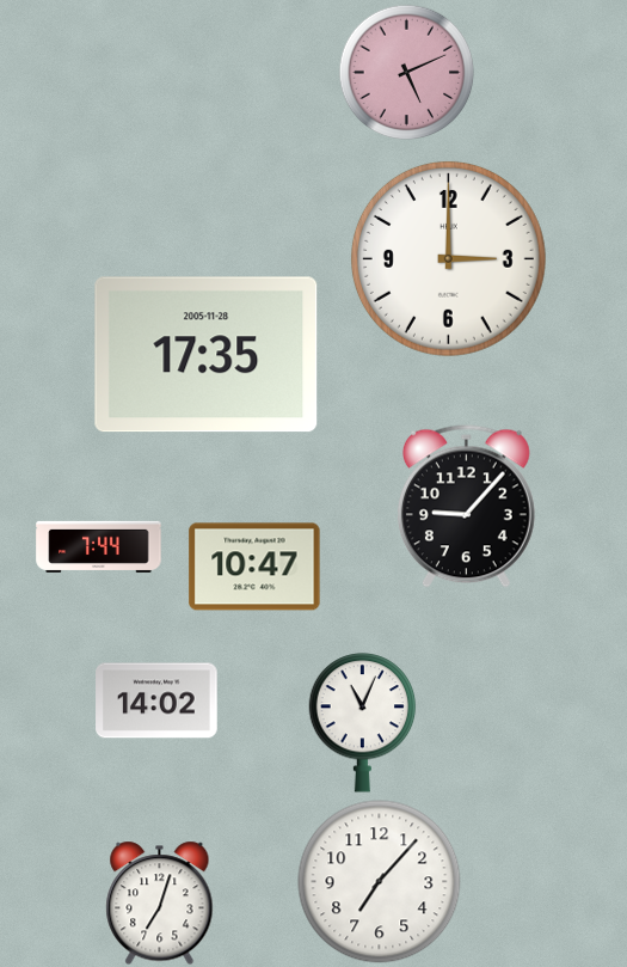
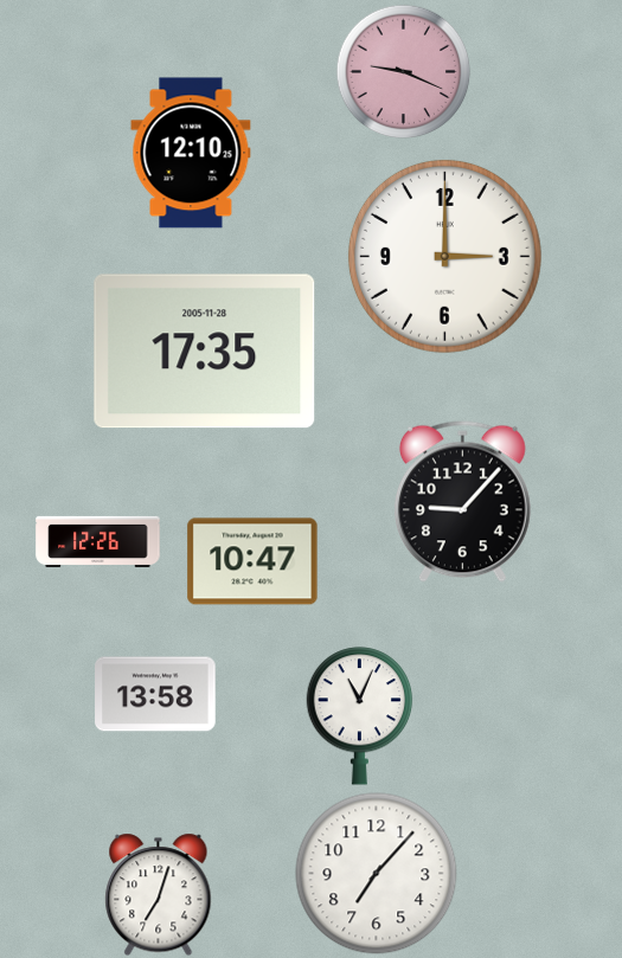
clock at (406, 72): 5:11 -> 9:19
clock at (191, 153): none -> 12:10
clock at (99, 546): 7:44 -> 12:26
clock at (156, 700): 14:02 -> 13:58
